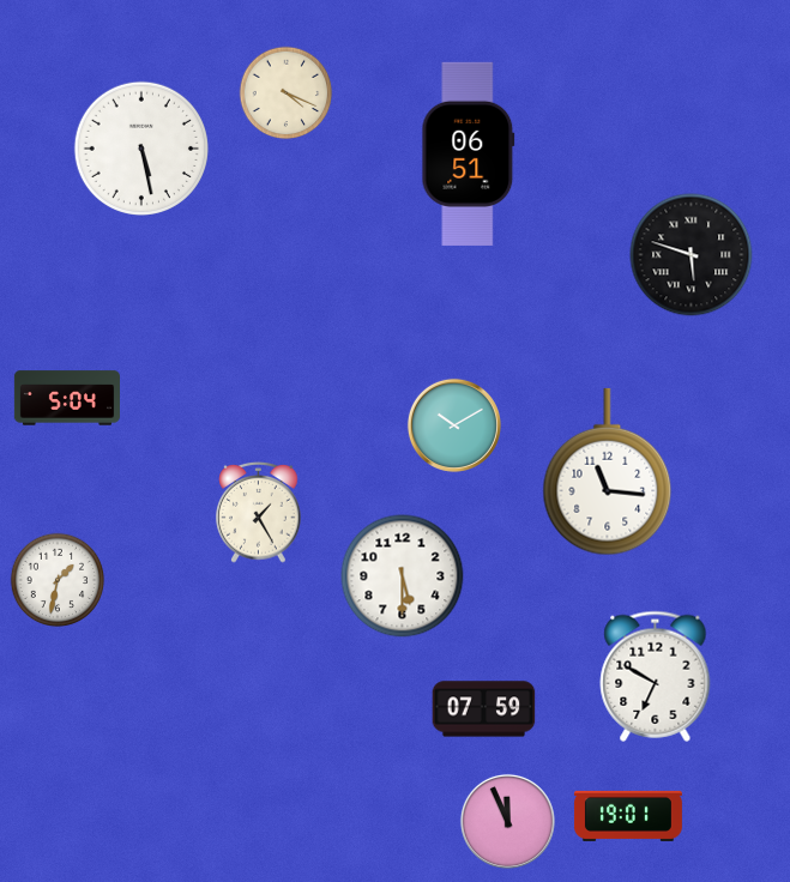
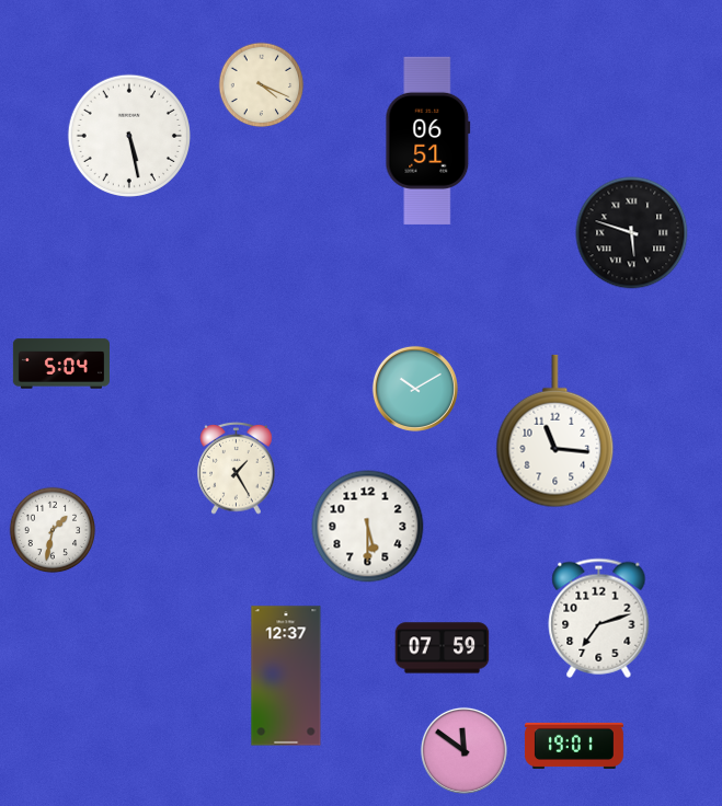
clock at (656, 676): 6:50 -> 7:12
clock at (286, 676): none -> 12:37
clock at (507, 821): 11:56 -> 11:51
